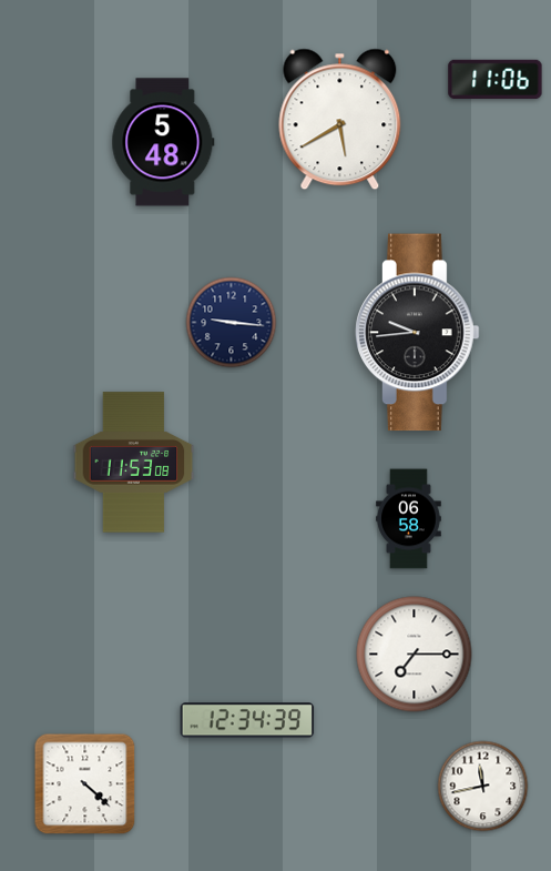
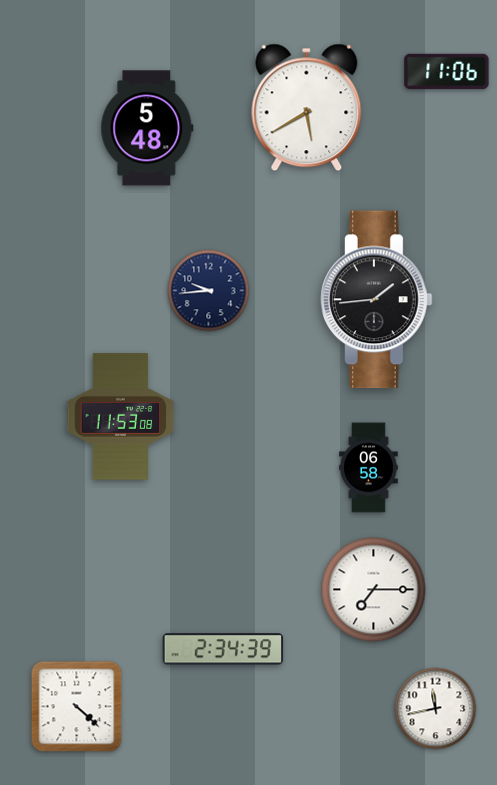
clock at (232, 323): 9:16 -> 9:44
clock at (418, 333): 9:44 -> 1:44
clock at (247, 720): 12:34 -> 2:34
